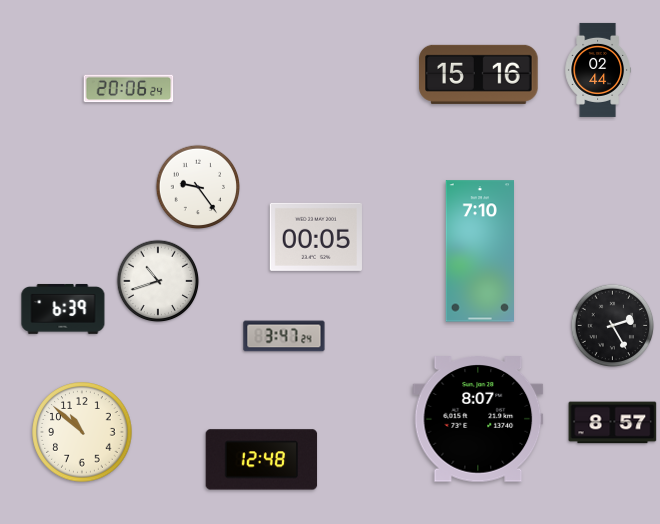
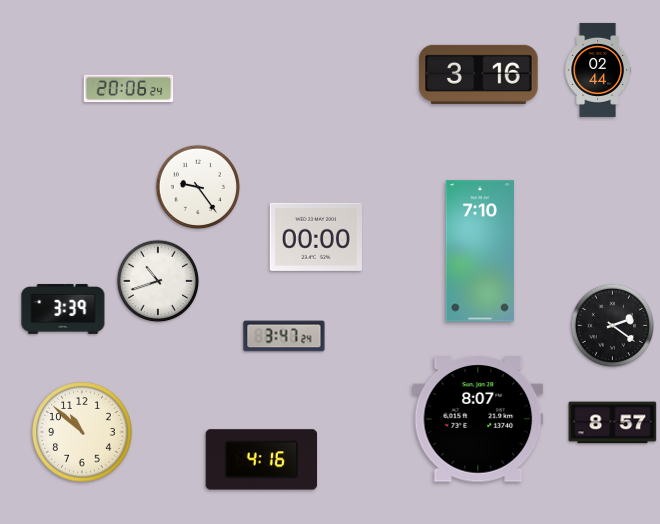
clock at (479, 74): 15:16 -> 3:16
clock at (316, 237): 00:05 -> 00:00
clock at (63, 309): 6:39 -> 3:39
clock at (613, 326): 2:25 -> 2:21
clock at (262, 460): 12:48 -> 4:16
